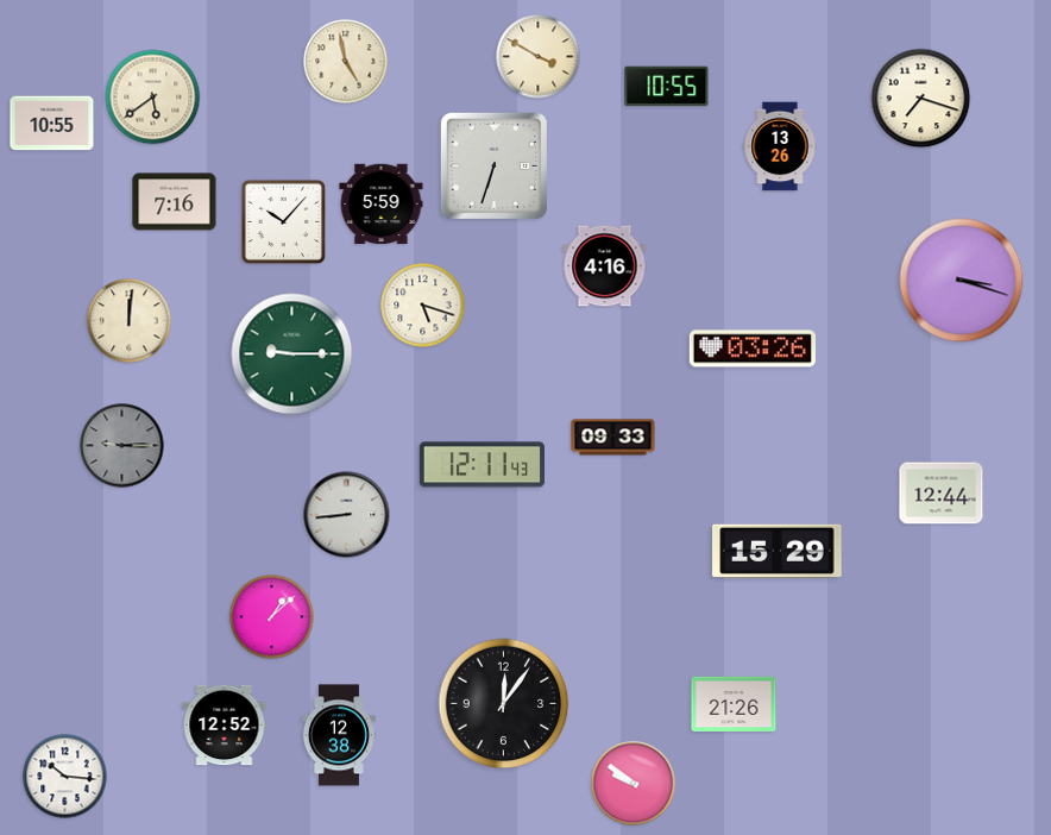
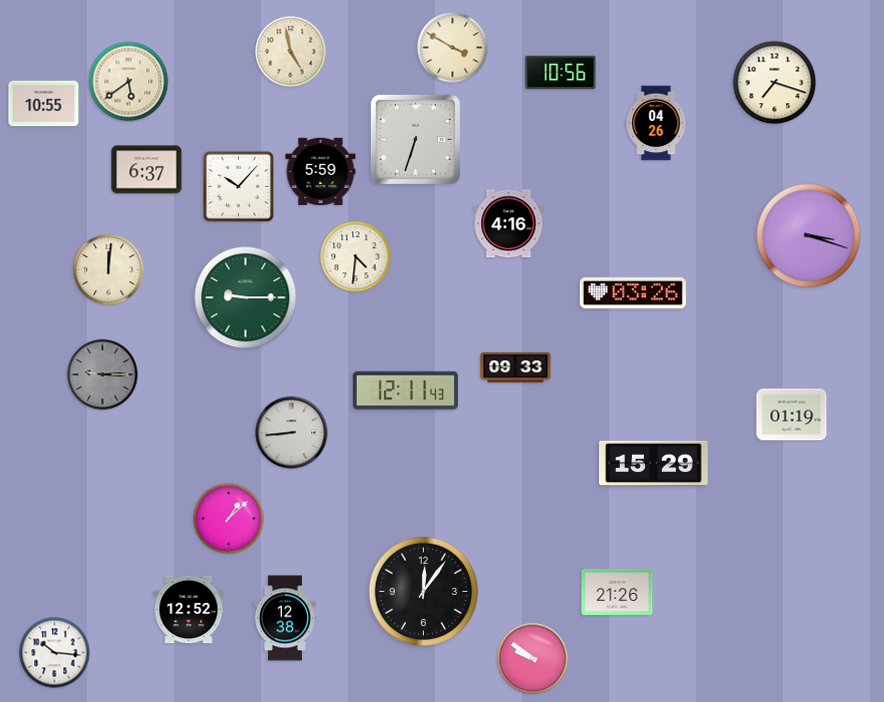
clock at (667, 87): 10:55 -> 10:56
clock at (780, 146): 13:26 -> 04:26
clock at (175, 202): 7:16 -> 6:37
clock at (423, 306): 5:18 -> 4:31
clock at (942, 494): 12:44 -> 01:19
